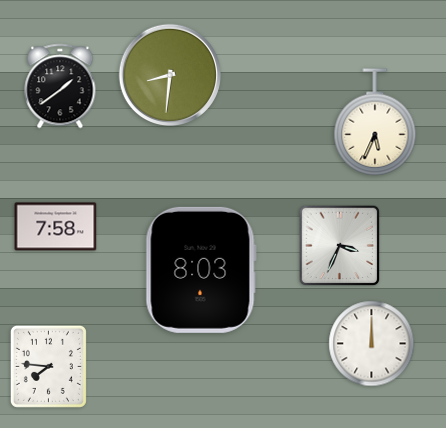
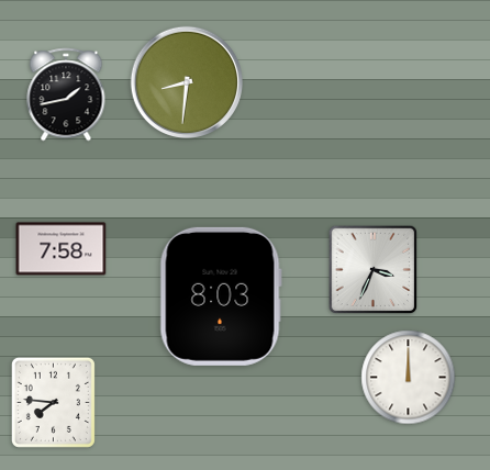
clock at (60, 86): 1:39 -> 1:43
clock at (375, 122): 5:34 -> none
